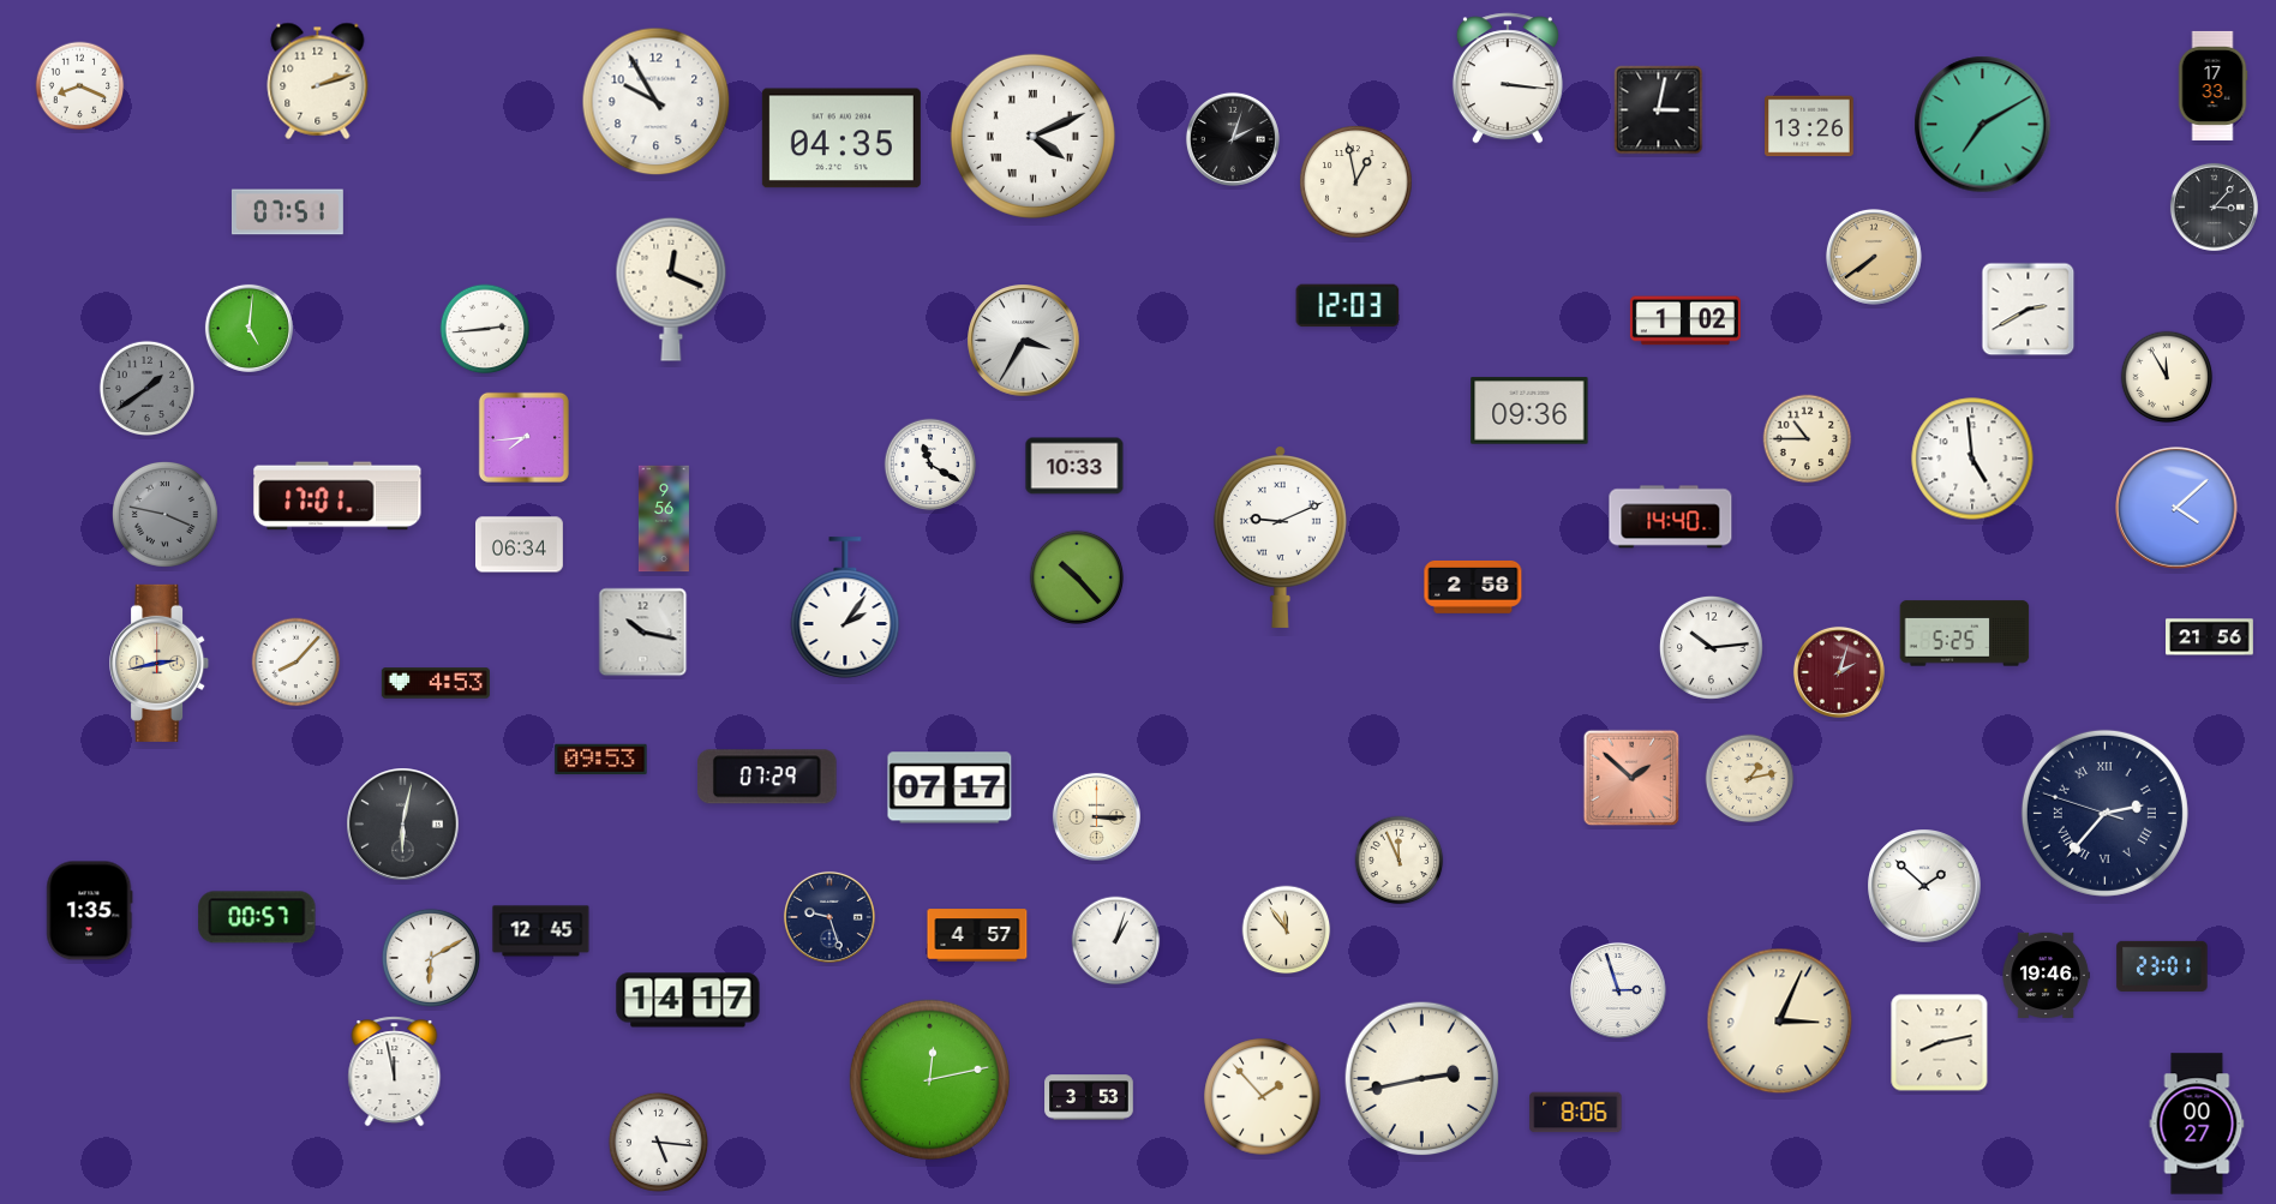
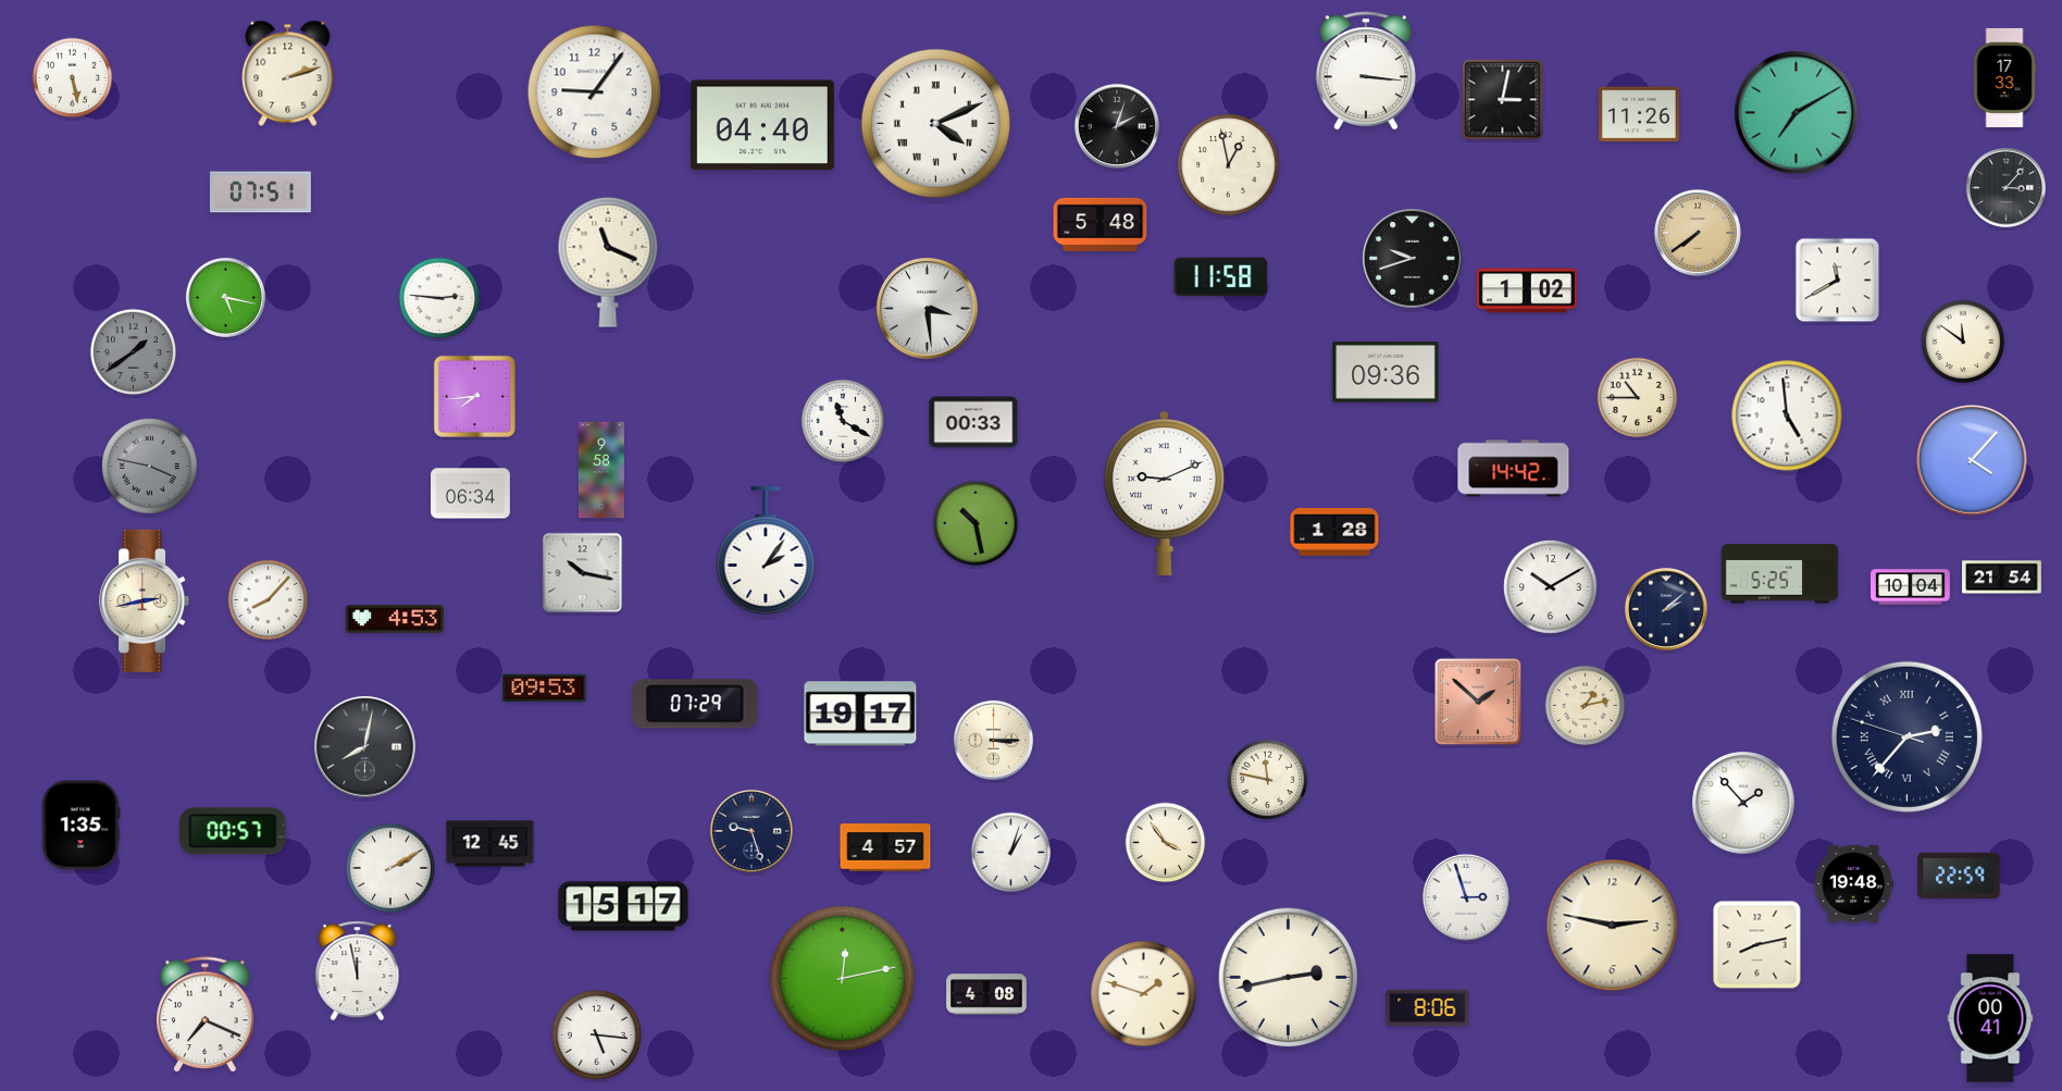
clock at (80, 86): 8:19 -> 5:28
clock at (657, 102): 9:55 -> 9:06
clock at (1809, 126): 13:26 -> 11:26
clock at (841, 138): 04:35 -> 04:40
clock at (1101, 224): none -> 5:48
clock at (1413, 259): none -> 9:42
clock at (671, 289): 12:19 -> 11:19
clock at (1348, 306): 12:03 -> 11:58
clock at (2029, 310): 2:40 -> 11:40
clock at (248, 328): 5:01 -> 5:17
clock at (485, 329): 2:44 -> 2:46
clock at (1024, 341): 3:35 -> 3:29
clock at (2167, 377): 11:55 -> 11:51
clock at (1074, 466): 10:33 -> 00:33
clock at (337, 496): 17:01 -> none
clock at (2176, 508): 4:08 -> 4:07
clock at (1671, 517): 14:40 -> 14:42
clock at (664, 519): 9:56 -> 9:58
clock at (1280, 538) position: (1280, 538) -> (1164, 494)
clock at (1077, 577): 10:23 -> 10:28
clock at (1473, 587): 2:58 -> 1:28
clock at (2210, 637): 21:56 -> 21:54
clock at (1711, 647): 10:14 -> 10:10
clock at (1911, 587): none -> 10:04
clock at (1839, 672): 2:03 -> 2:08
clock at (1839, 672) dial: burgundy -> navy
clock at (1631, 778) position: (1631, 778) -> (1478, 702)
clock at (950, 787): 07:17 -> 19:17
clock at (403, 825): 6:02 -> 8:02
clock at (1400, 861): 11:56 -> 11:47
clock at (1924, 886): 1:52 -> 1:53
clock at (1287, 930): 11:54 -> 3:54
clock at (431, 958): 6:10 -> 2:10
clock at (2162, 966): 23:01 -> 22:59
clock at (2046, 976): 19:46 -> 19:48
clock at (688, 1000): 14:17 -> 15:17
clock at (1780, 1022): 3:04 -> 2:47
clock at (1089, 1097): 3:53 -> 4:08
clock at (1263, 1097): 1:53 -> 1:48
clock at (206, 1015): none -> 7:19
clock at (2197, 1124): 00:27 -> 00:41
